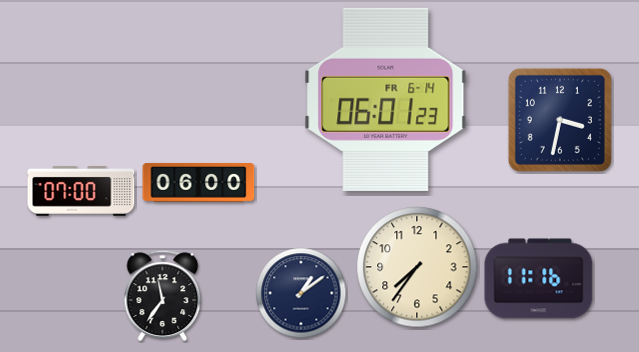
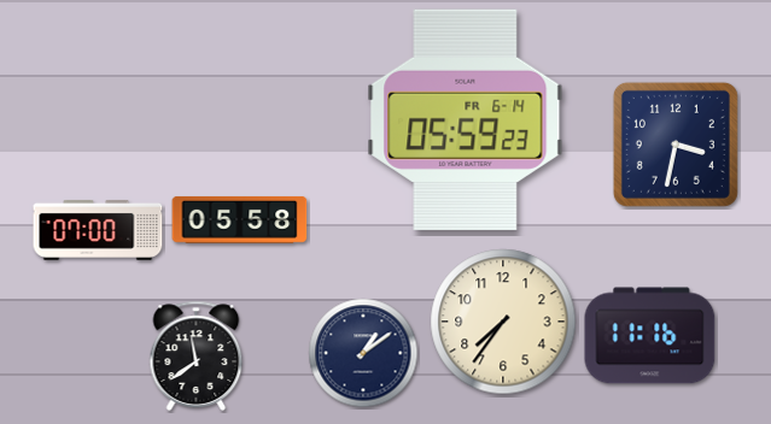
clock at (386, 99): 06:01 -> 05:59
clock at (199, 182): 06:00 -> 05:58
clock at (163, 295): 11:36 -> 11:39
